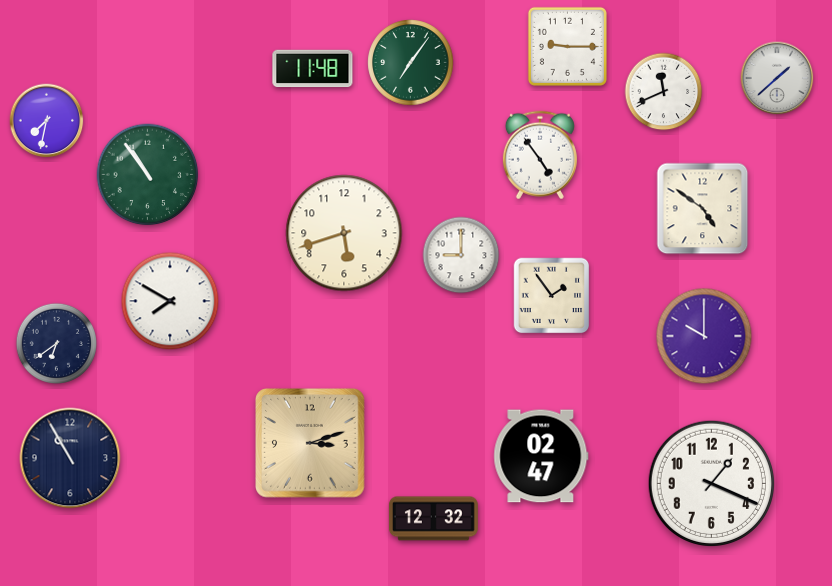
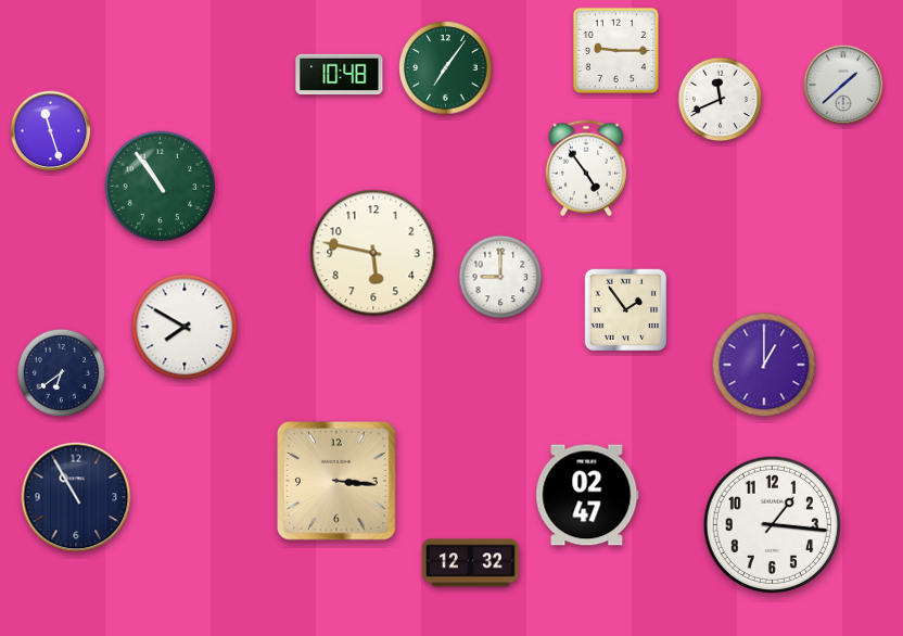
clock at (313, 69): 11:48 -> 10:48
clock at (47, 121): 7:32 -> 11:27
clock at (148, 175) position: (148, 175) -> (161, 187)
clock at (703, 209): 4:51 -> none
clock at (344, 233): 5:42 -> 5:47
clock at (552, 296) position: (552, 296) -> (626, 310)
clock at (704, 336): 10:00 -> 1:00
clock at (310, 443): 3:12 -> 3:16
clock at (711, 483): 1:19 -> 1:16
